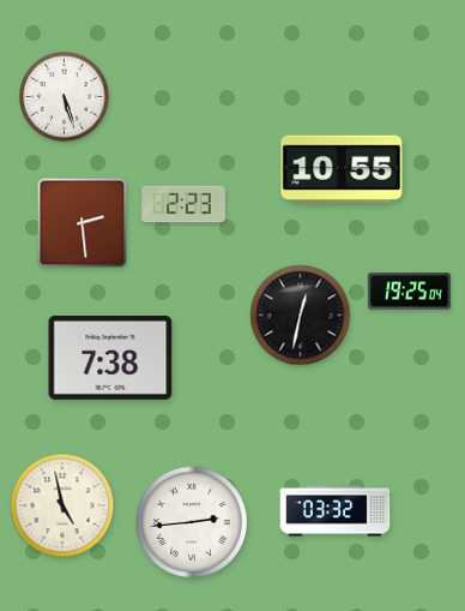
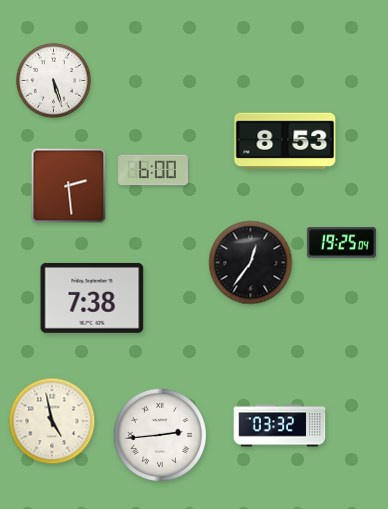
clock at (342, 168): 10:55 -> 8:53
clock at (183, 204): 2:23 -> 6:00
clock at (301, 316): 12:32 -> 12:36
